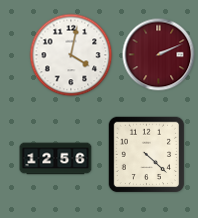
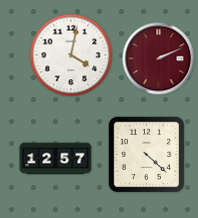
clock at (159, 55) position: (159, 55) -> (159, 59)
clock at (56, 159): 12:56 -> 12:57
